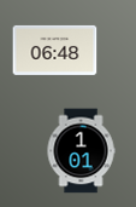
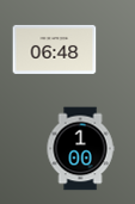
clock at (81, 151): 1:01 -> 1:00
